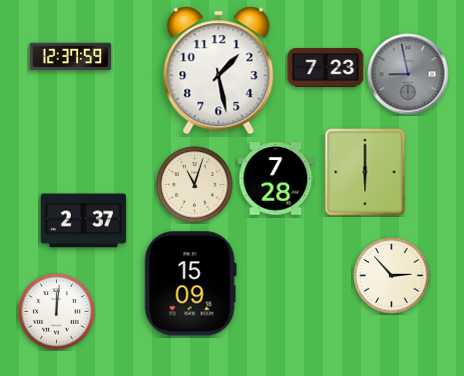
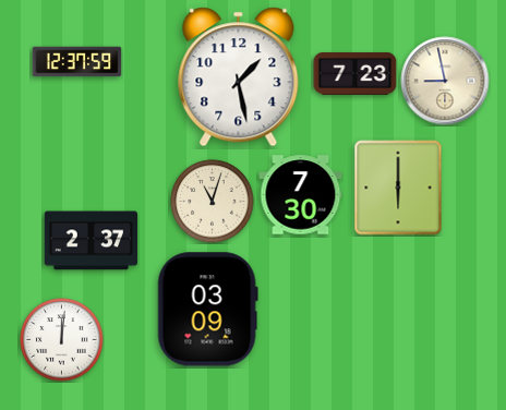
clock at (408, 74) dial: grey -> cream
clock at (276, 179): 7:28 -> 7:30
clock at (392, 276): 2:53 -> none
clock at (190, 284): 15:09 -> 03:09
